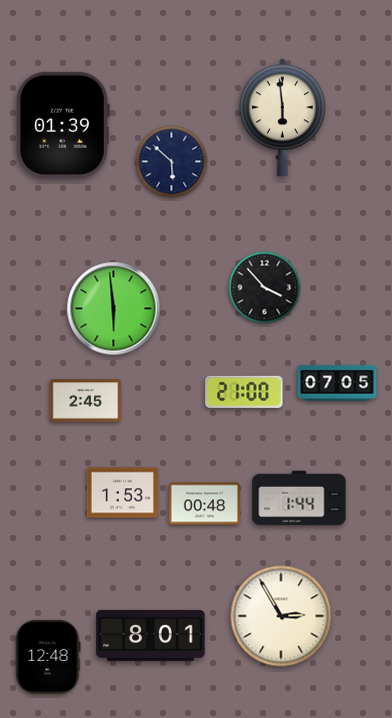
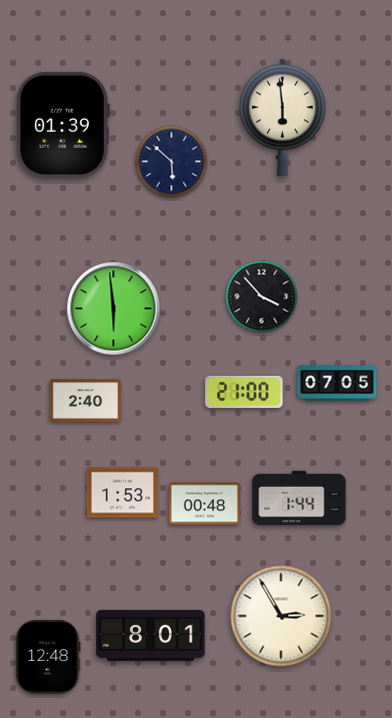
clock at (265, 288) position: (265, 288) -> (262, 297)
clock at (86, 401): 2:45 -> 2:40
